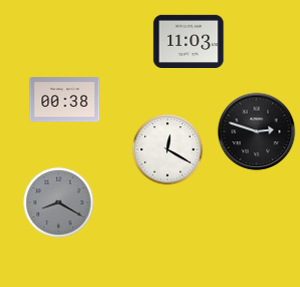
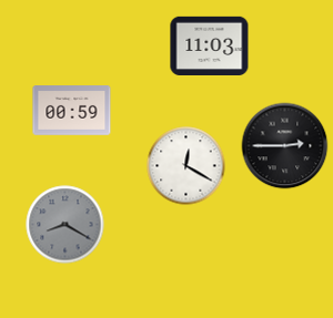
clock at (65, 100): 00:38 -> 00:59
clock at (257, 132): 2:48 -> 2:45
